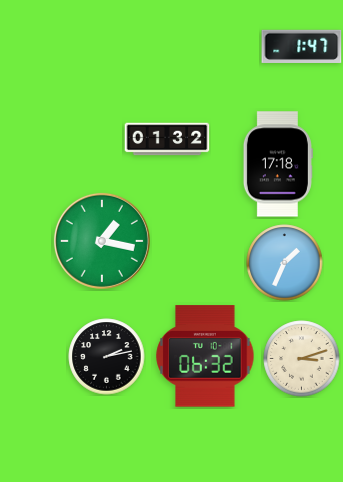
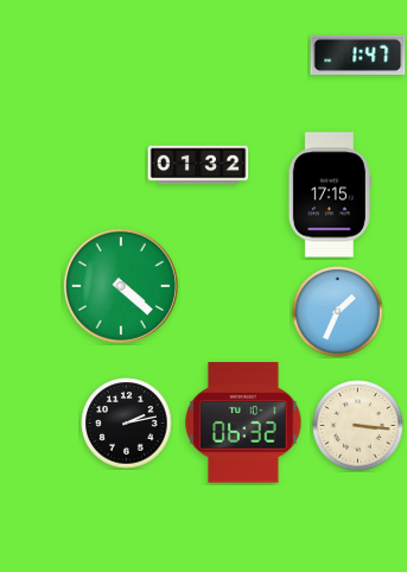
clock at (278, 164): 17:18 -> 17:15
clock at (102, 241): 1:17 -> 4:22
clock at (302, 359): 3:12 -> 3:16
